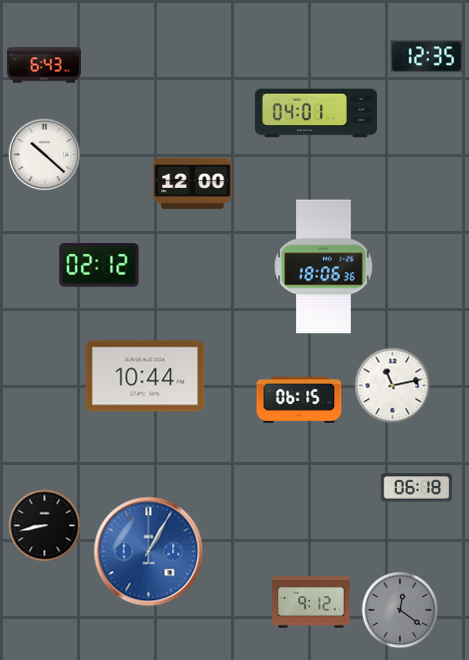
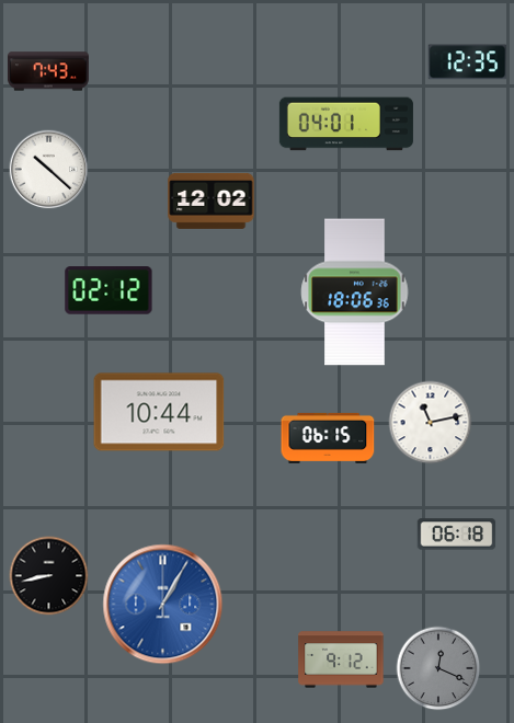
clock at (44, 65): 6:43 -> 7:43
clock at (193, 183): 12:00 -> 12:02
clock at (400, 610): 12:21 -> 12:19
